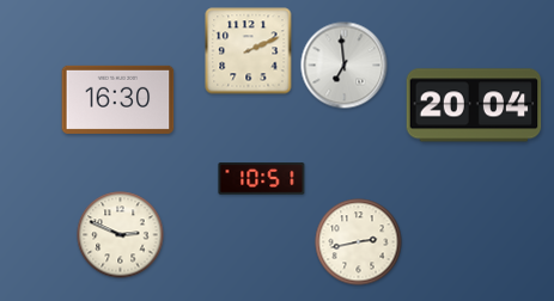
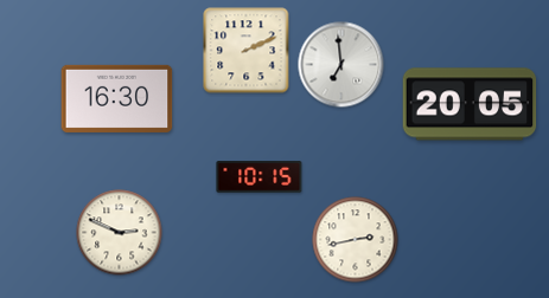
clock at (474, 105): 20:04 -> 20:05
clock at (262, 179): 10:51 -> 10:15
